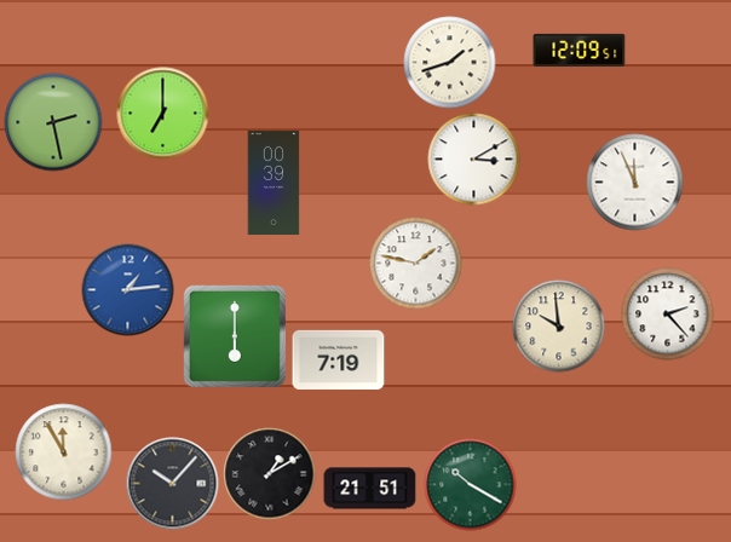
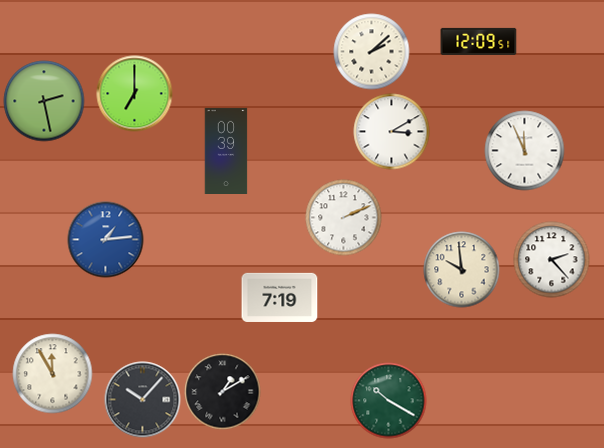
clock at (450, 63): 1:42 -> 2:08
clock at (416, 264): 1:47 -> 2:11
clock at (235, 336): 6:00 -> none
clock at (370, 489): 21:51 -> none
